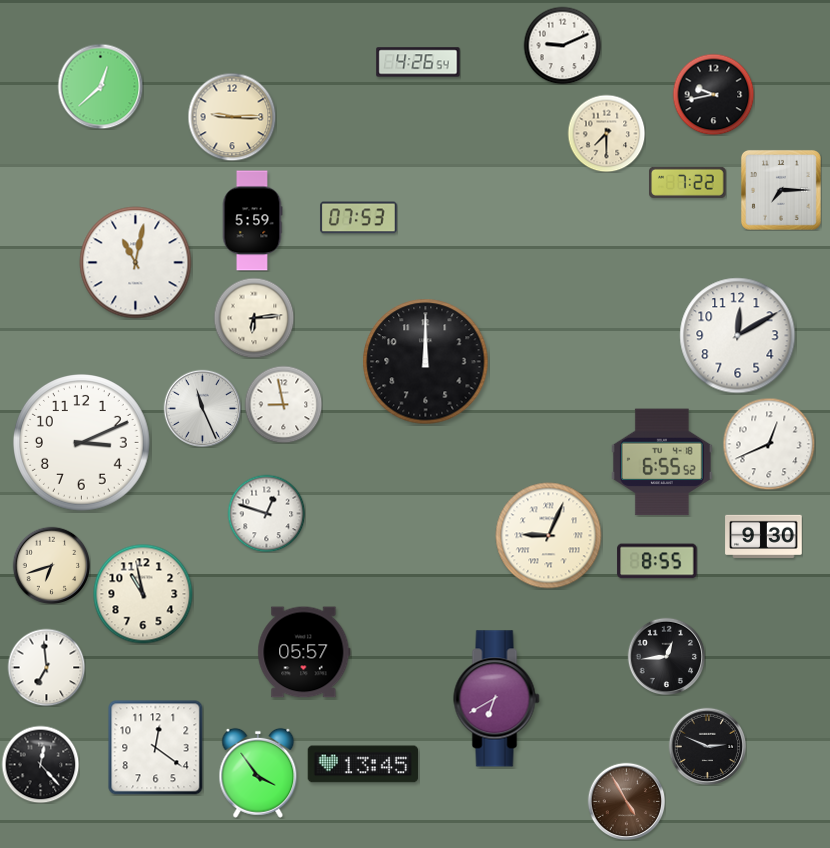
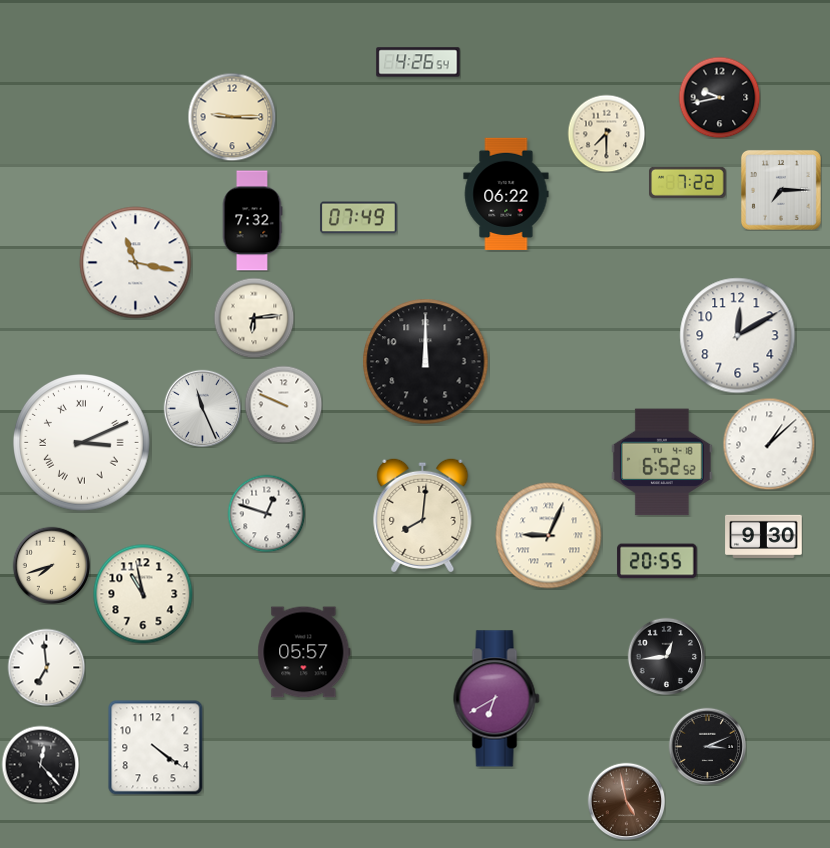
clock at (562, 45): 9:11 -> none
clock at (100, 86): 12:38 -> none
clock at (713, 94) position: (713, 94) -> (719, 97)
clock at (506, 194): none -> 06:22
clock at (359, 218): 07:53 -> 07:49
clock at (252, 221): 5:59 -> 7:32
clock at (136, 263): 11:02 -> 11:17
clock at (283, 404): 8:58 -> 9:49
clock at (82, 443) numerals: Arabic -> Roman
clock at (769, 444): 12:41 -> 1:08
clock at (662, 462): 6:55 -> 6:52
clock at (423, 515): none -> 8:01
clock at (657, 561): 8:55 -> 20:55
clock at (51, 565): 6:42 -> 7:42
clock at (707, 746): 2:49 -> 3:11
clock at (155, 747): 12:21 -> 4:21
clock at (363, 764): 13:45 -> none
clock at (258, 773): 3:54 -> none
clock at (626, 801): 4:55 -> 4:58
